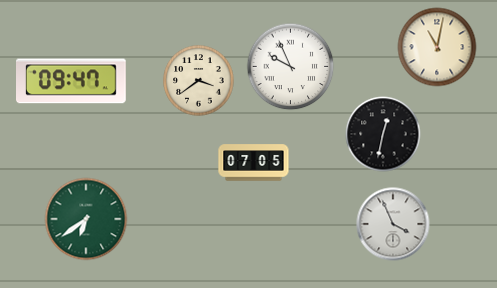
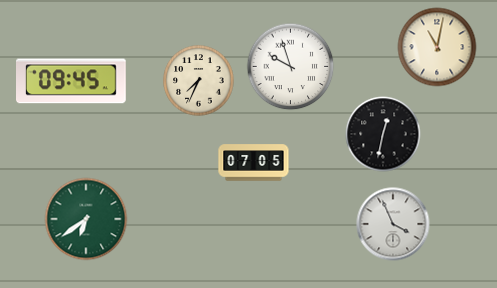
clock at (291, 67): 9:56 -> 9:57
clock at (72, 81): 09:47 -> 09:45
clock at (199, 81): 3:39 -> 7:34
